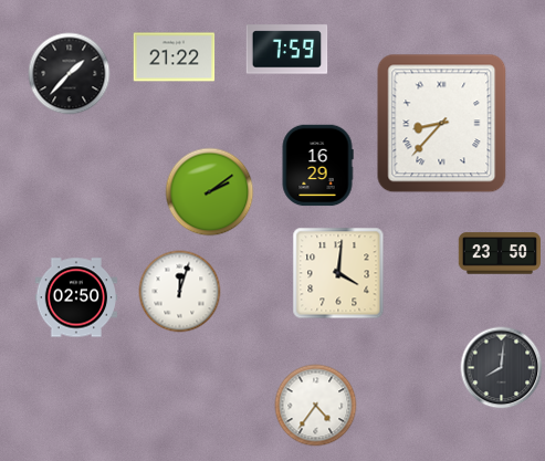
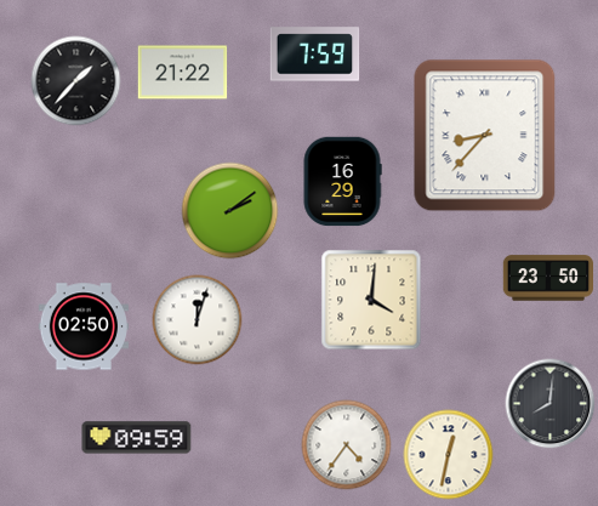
clock at (175, 57) position: (175, 57) -> (183, 73)
clock at (317, 166) position: (317, 166) -> (342, 182)
clock at (137, 438): none -> 09:59
clock at (449, 455): none -> 12:32
